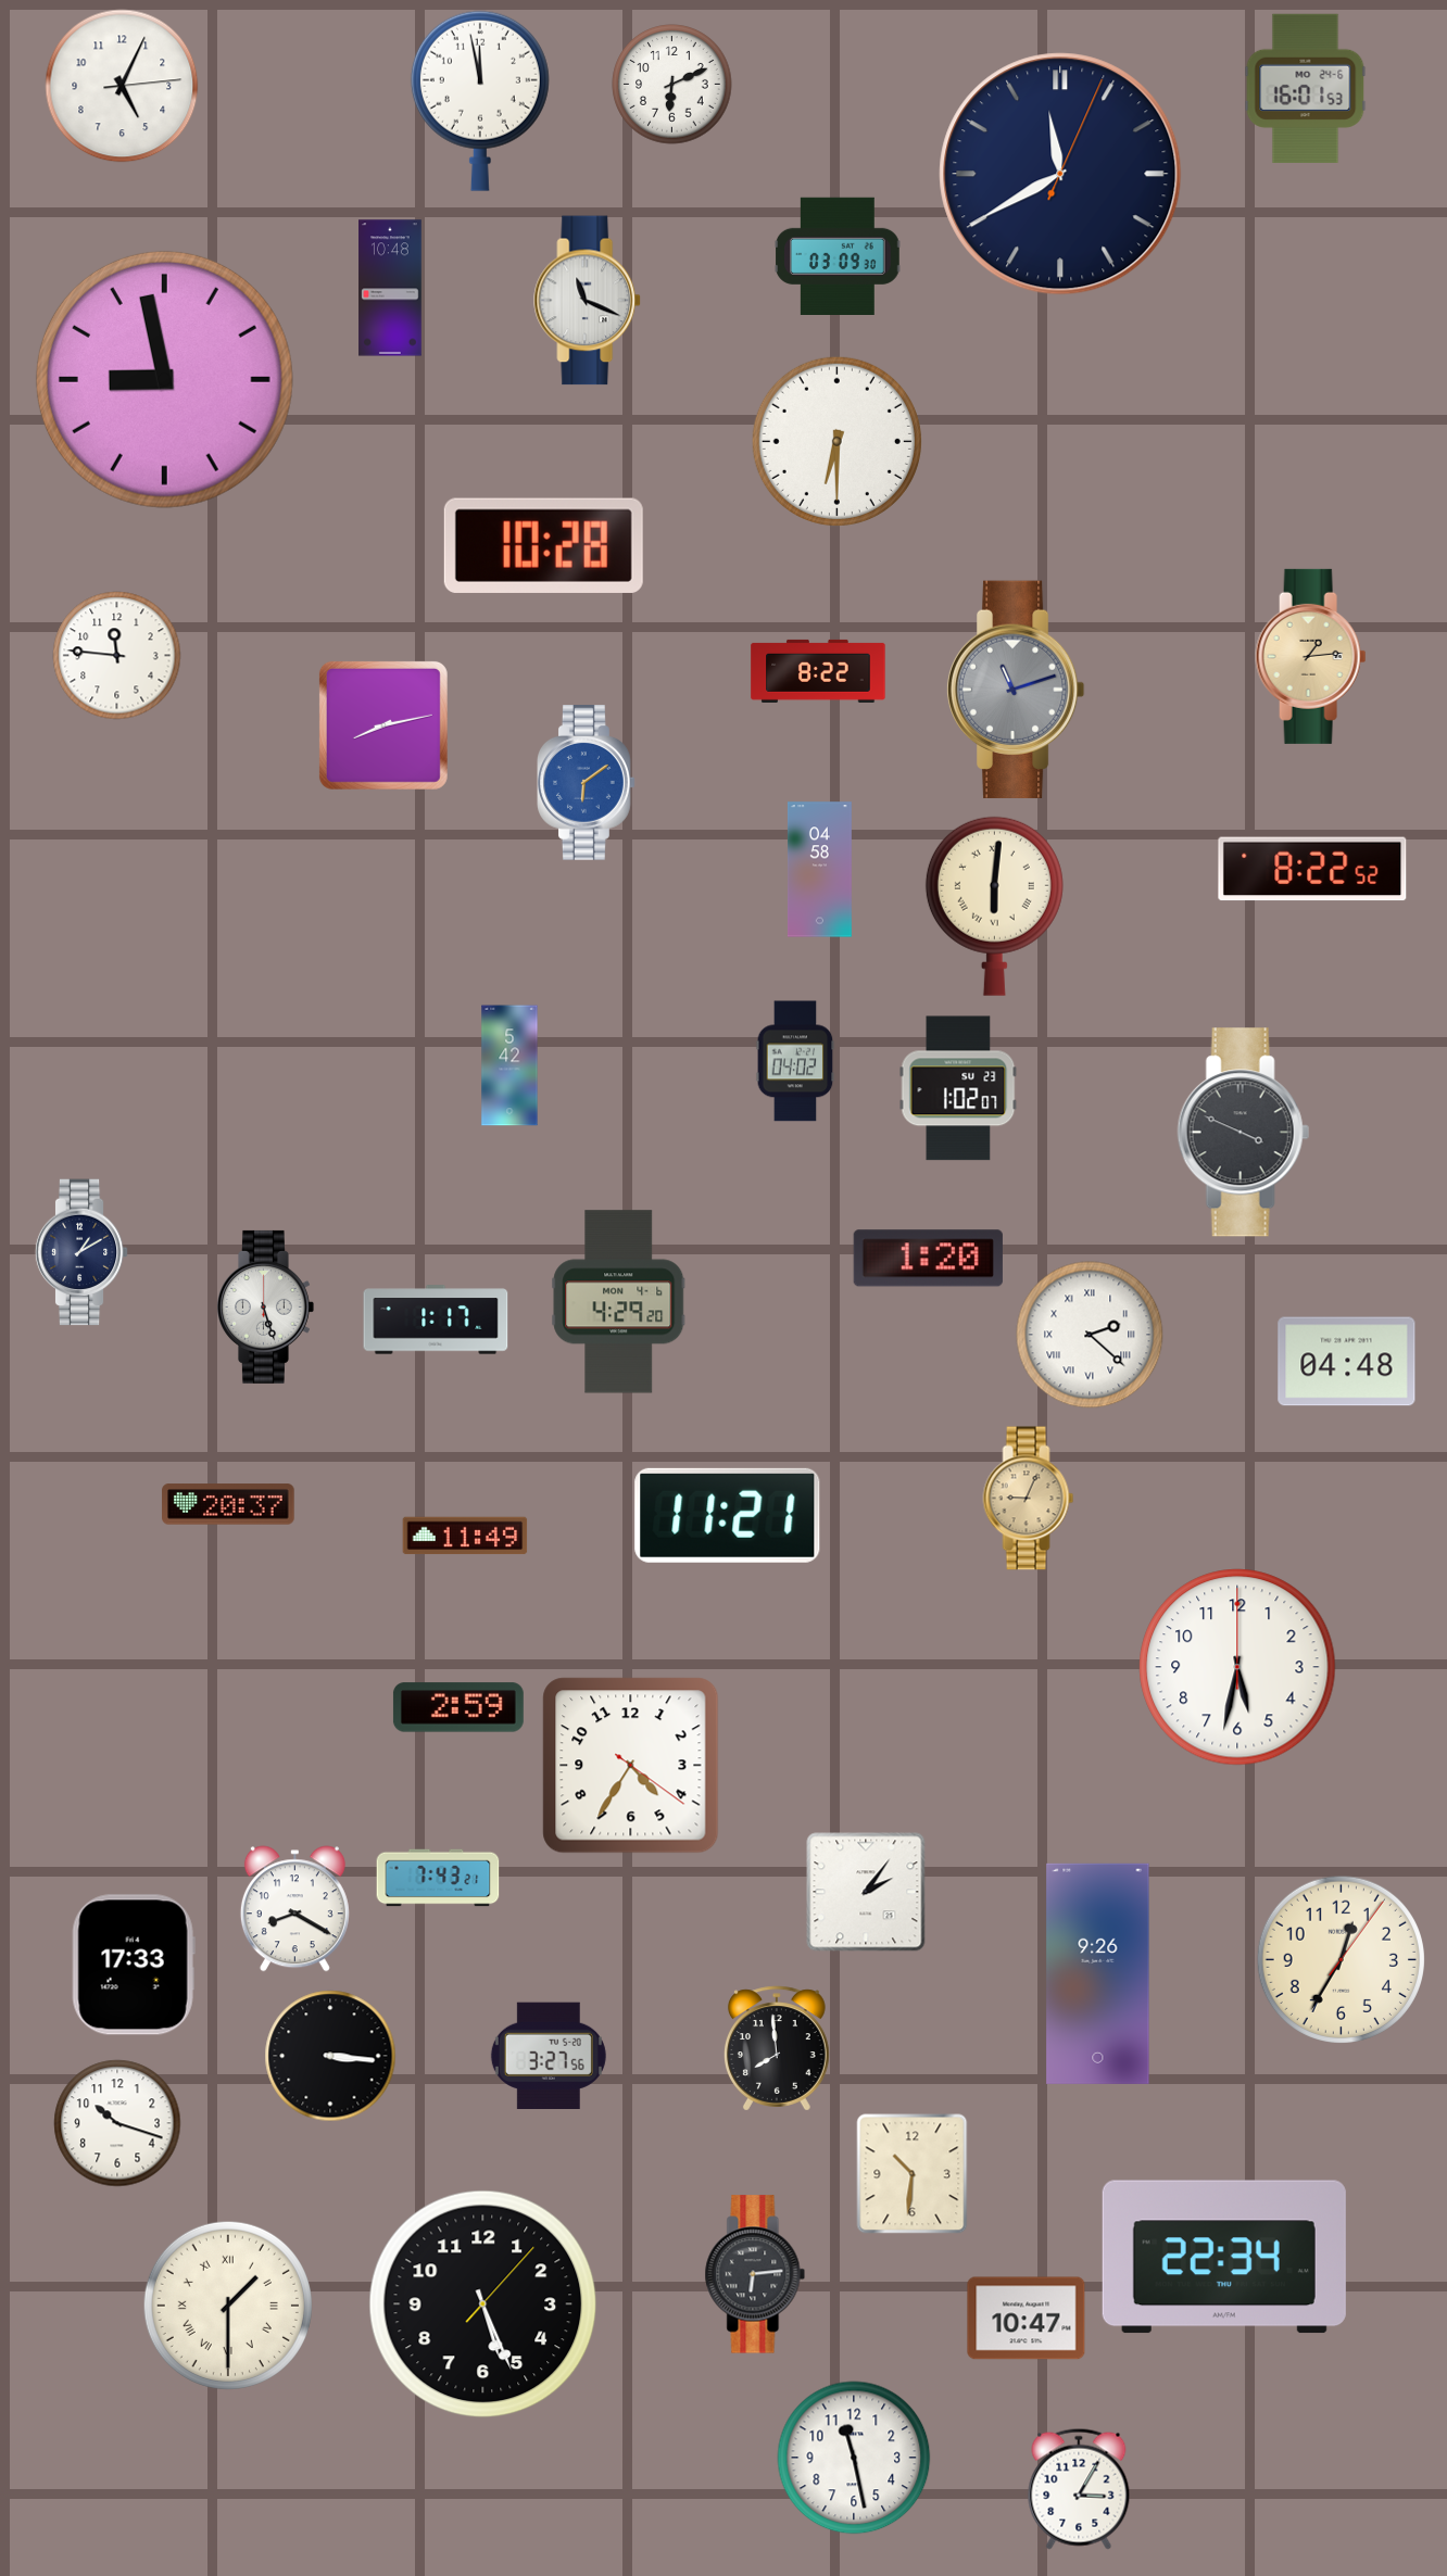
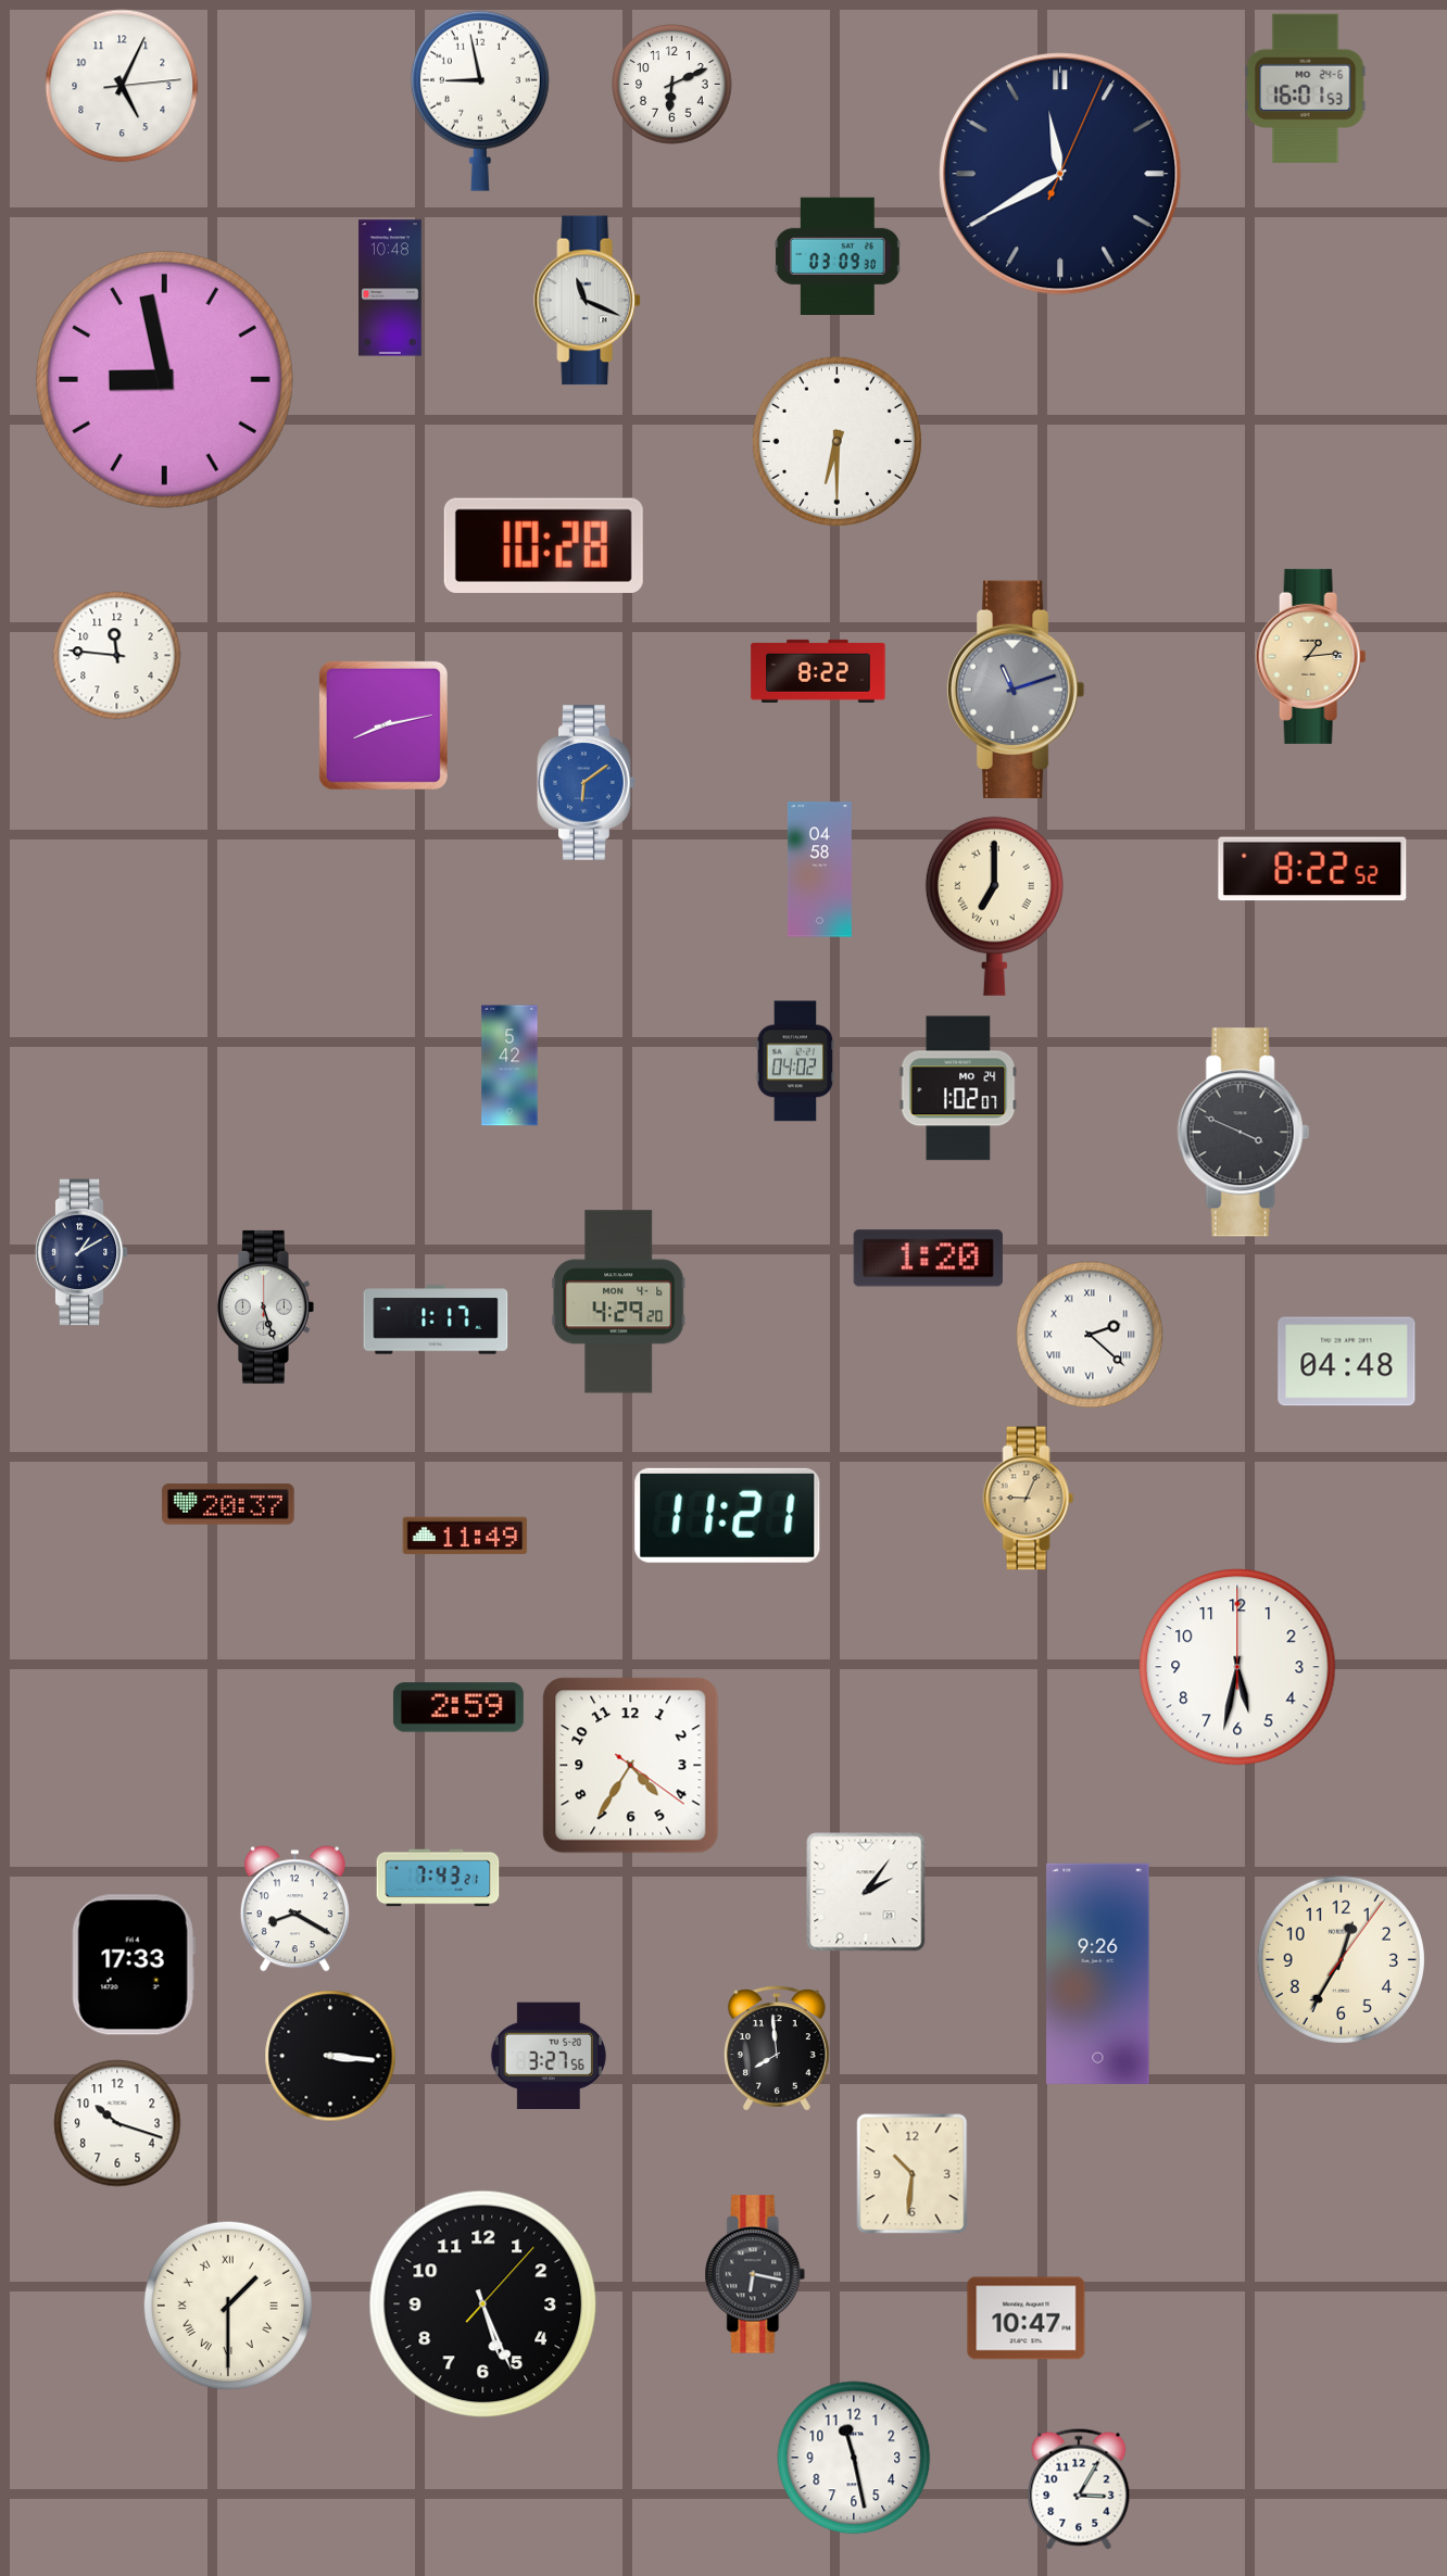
clock at (480, 101): 11:58 -> 8:58
clock at (994, 906): 6:01 -> 7:00
clock at (958, 1088) date: SU 23 -> MO 24
clock at (1224, 2257): 22:34 -> none
clock at (755, 2274): 6:14 -> 6:17
